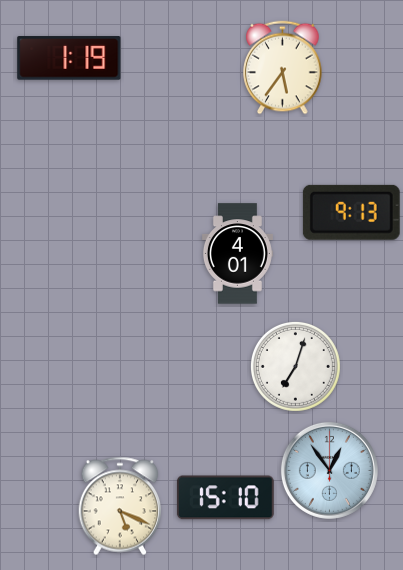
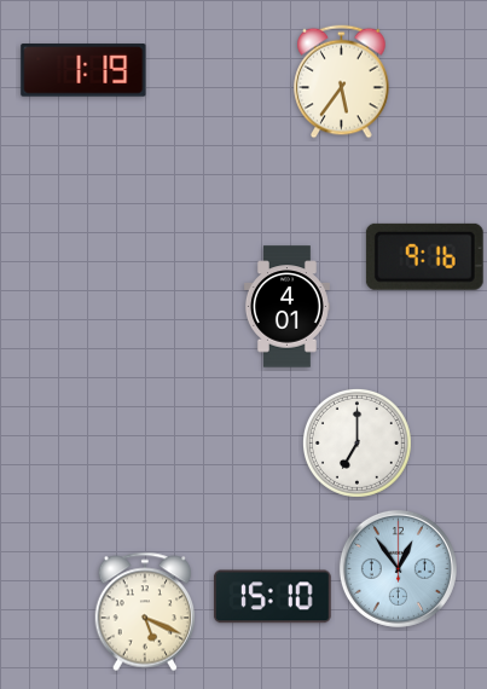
clock at (351, 212): 9:13 -> 9:16
clock at (295, 366): 7:03 -> 7:00
clock at (225, 498) position: (225, 498) -> (272, 597)
